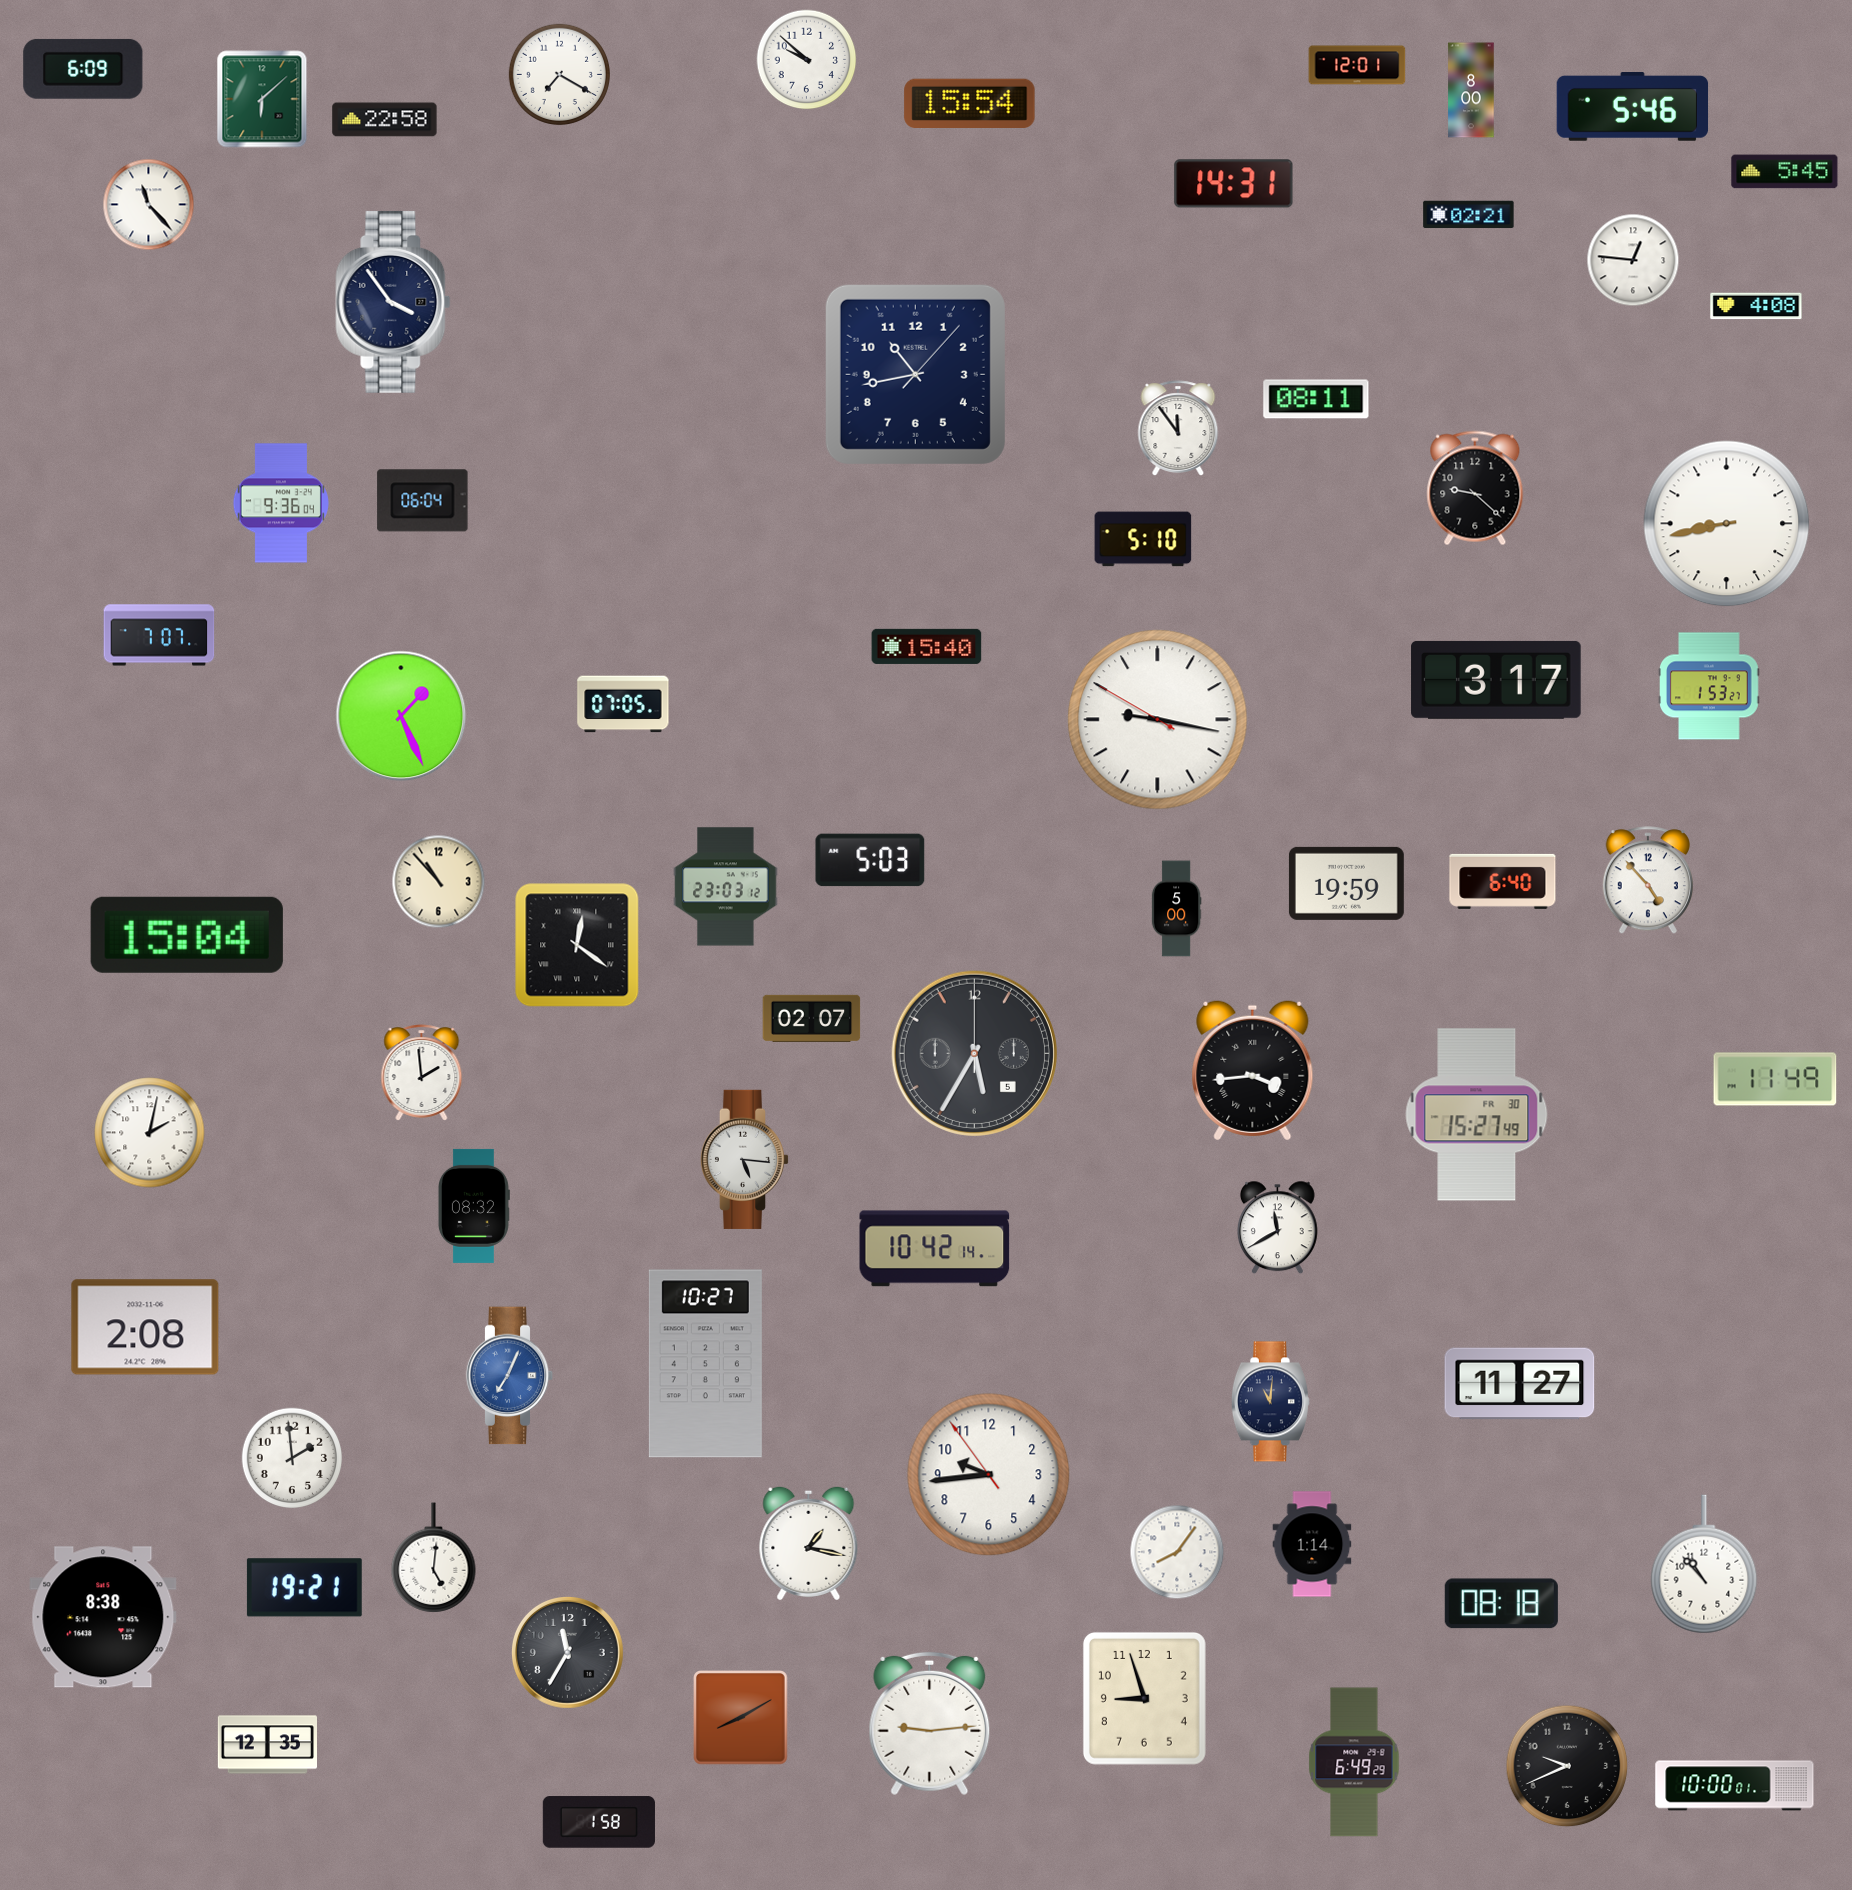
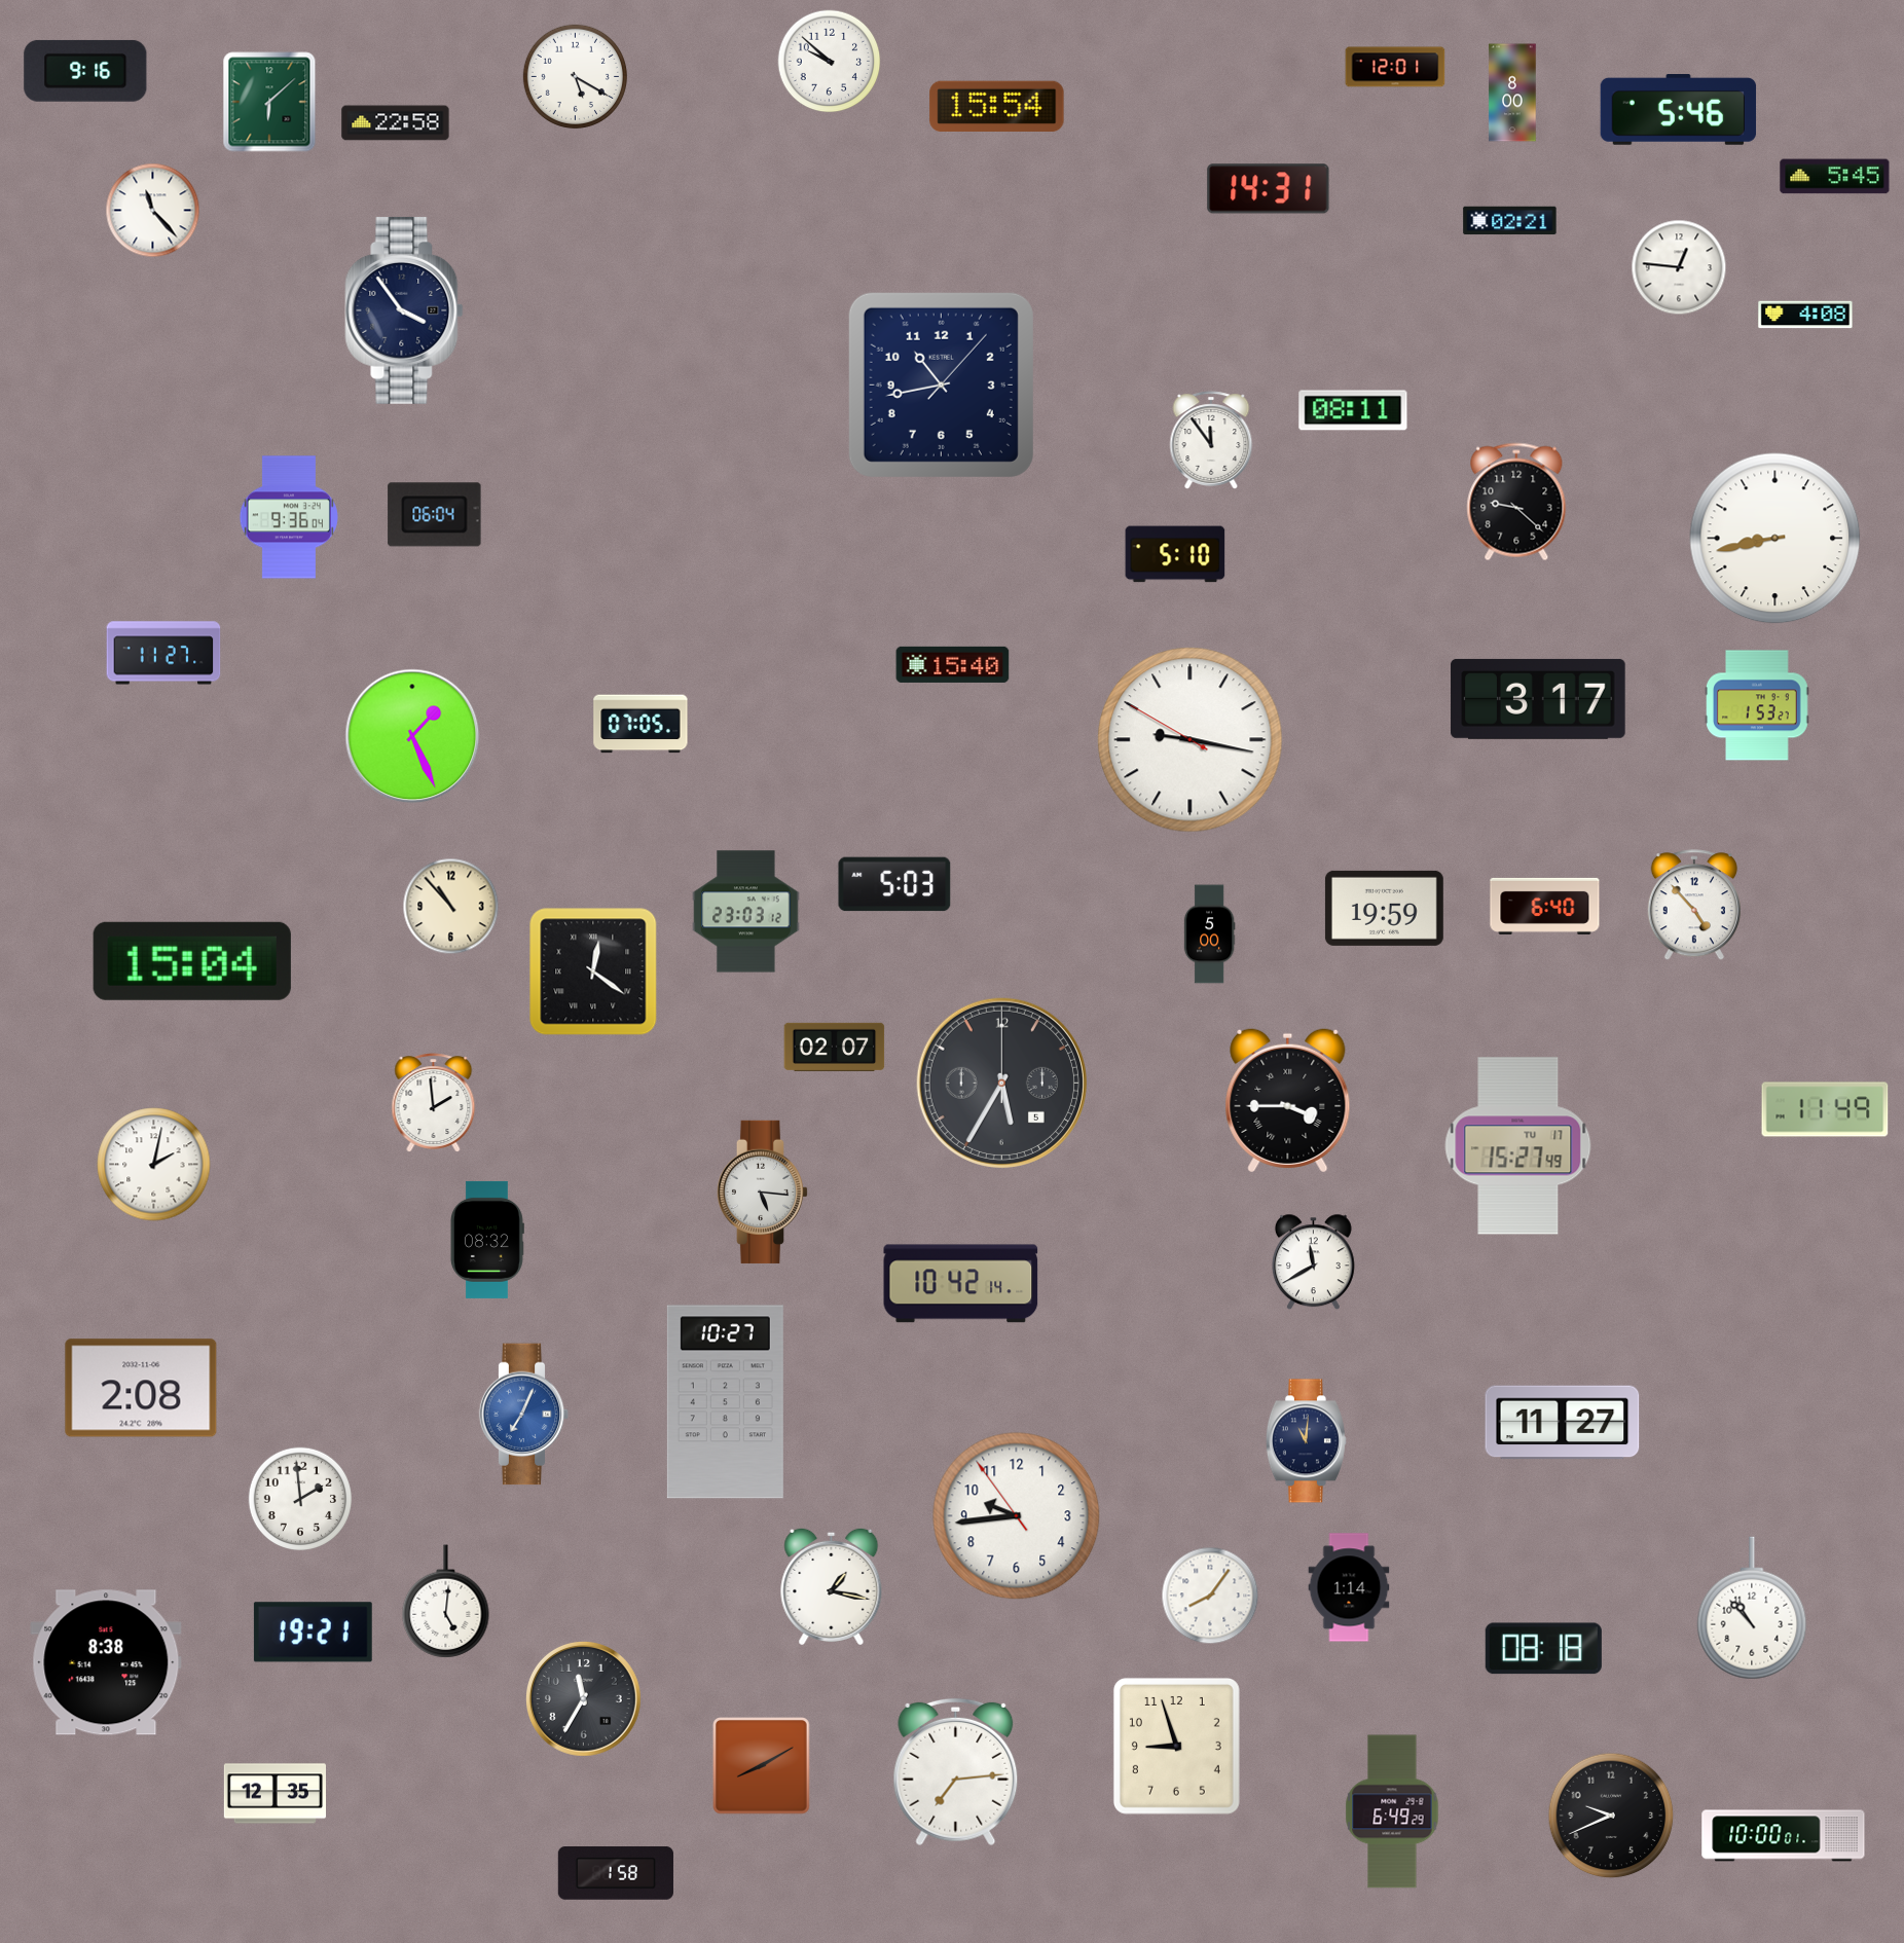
clock at (83, 69): 6:09 -> 9:16
clock at (559, 74): 7:20 -> 5:20
clock at (159, 635): 7:07 -> 11:27
clock at (1253, 1071): 3:44 -> 3:45
clock at (1477, 1115) date: FR 30 -> TU 17
clock at (745, 1159) position: (745, 1159) -> (763, 1192)
clock at (145, 1327) position: (145, 1327) -> (141, 1388)
clock at (930, 1724): 9:14 -> 7:14
